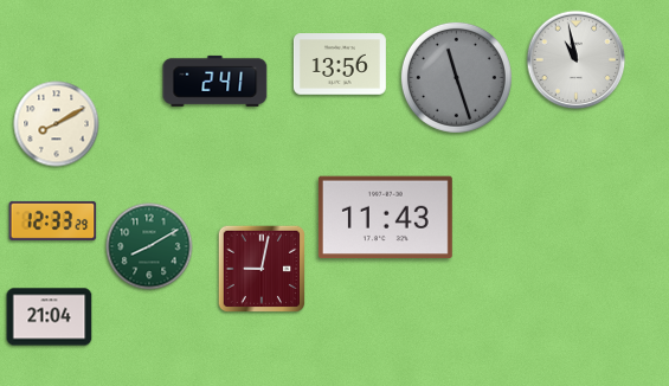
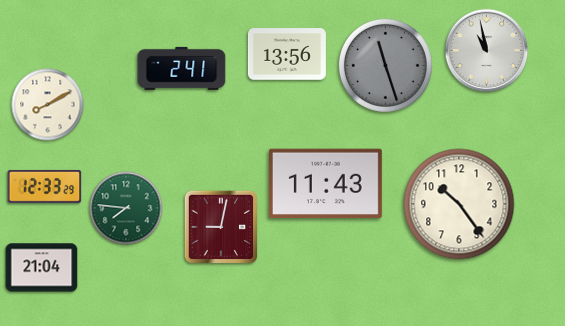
clock at (459, 204): none -> 10:24
clock at (149, 246): 8:10 -> 7:46
